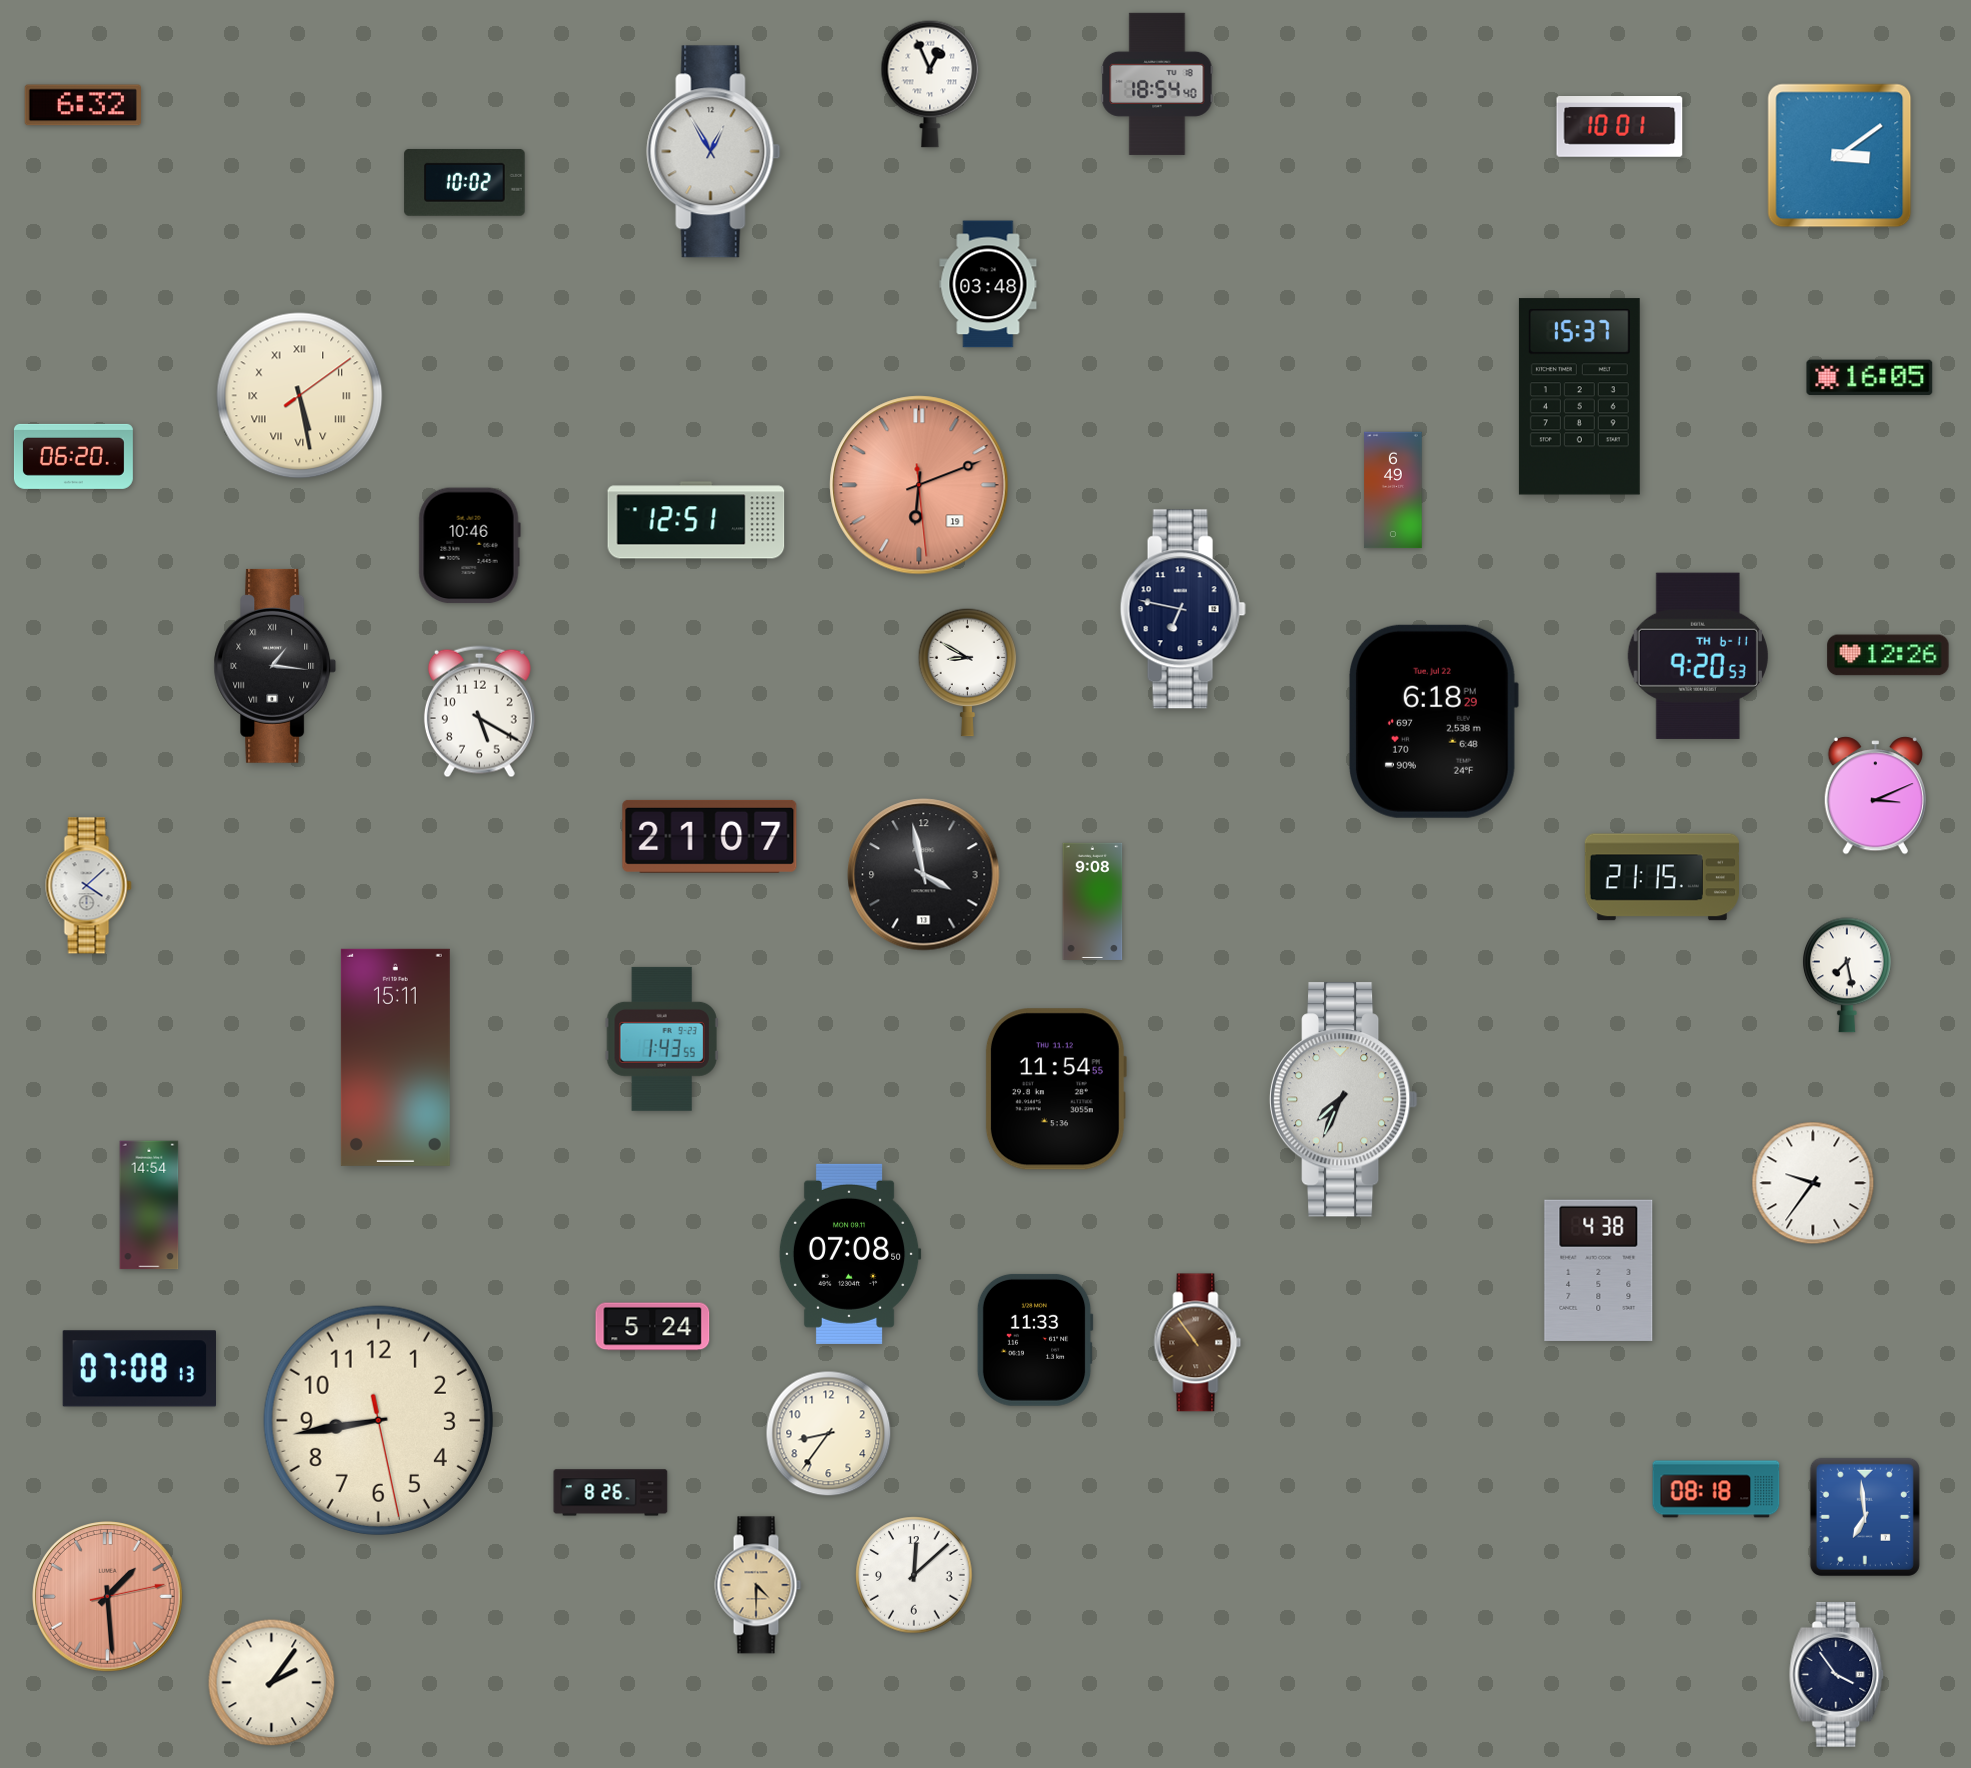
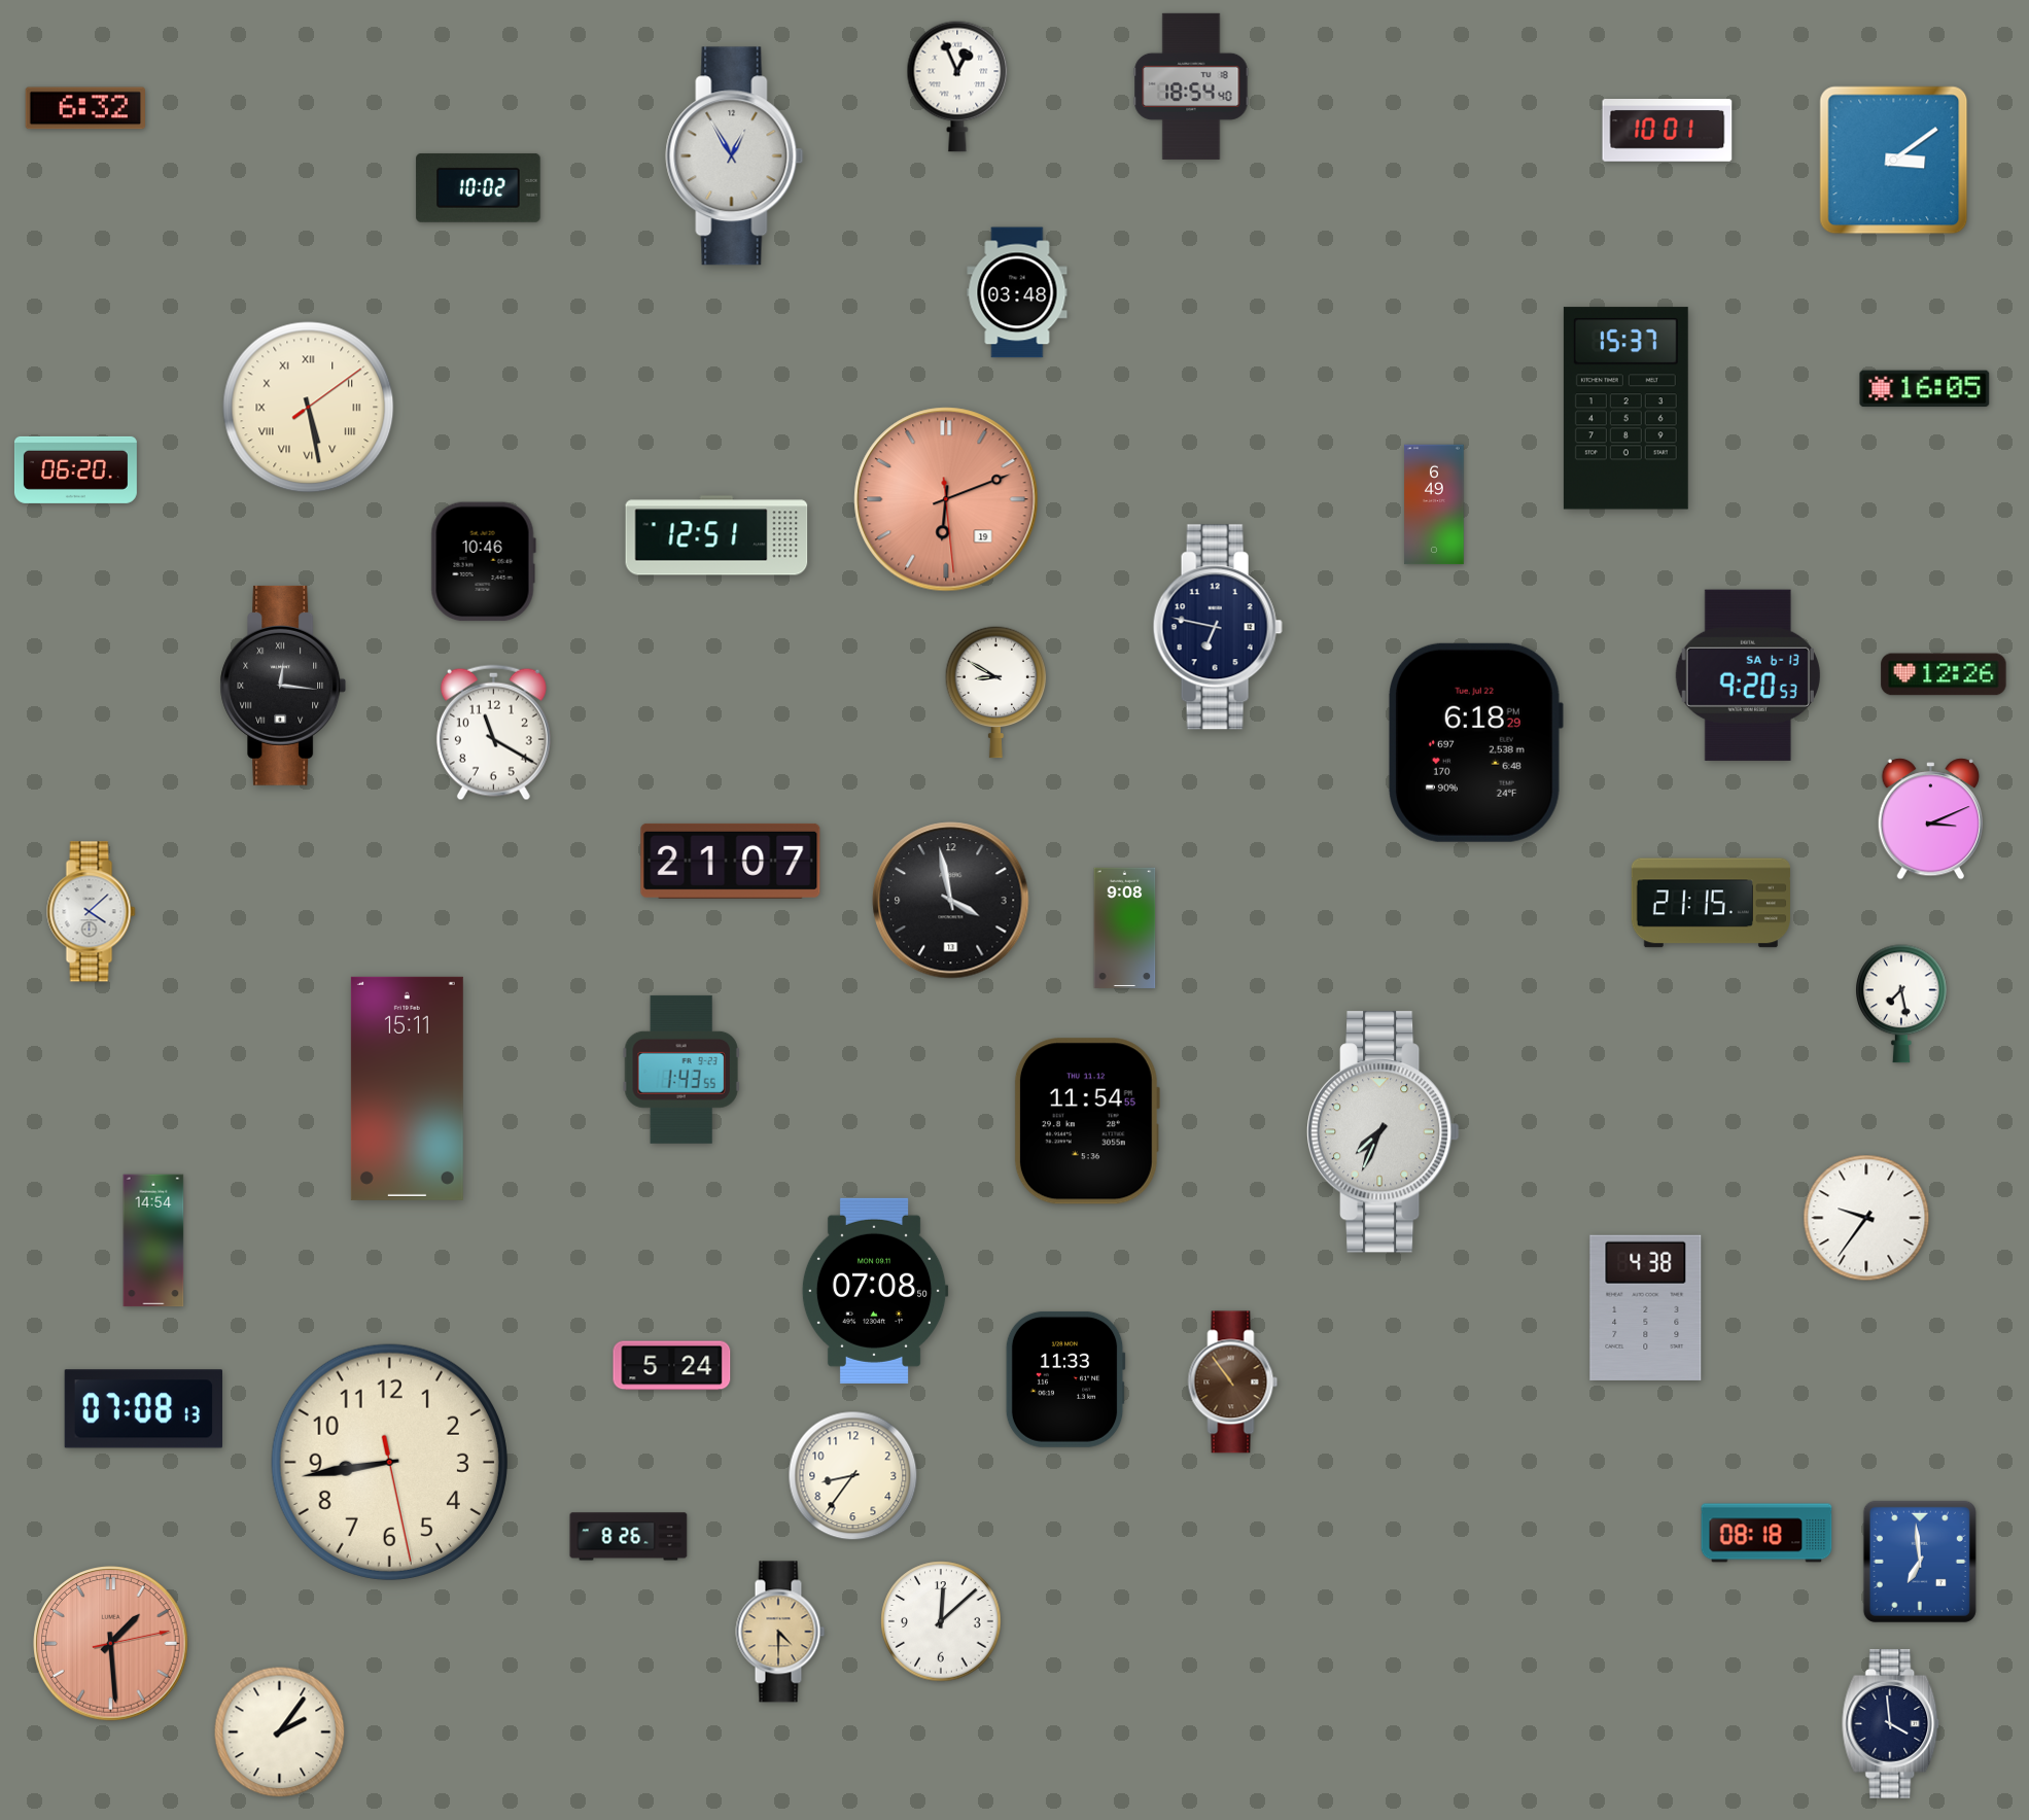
clock at (1698, 656) date: TH 6-11 -> SA 6-13
clock at (275, 666): 1:16 -> 12:16
clock at (479, 712): 5:20 -> 11:20
clock at (1837, 1675): 3:54 -> 3:59
